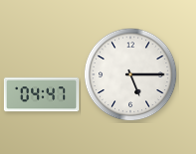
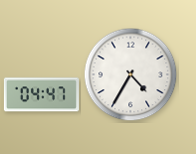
clock at (131, 75): 5:15 -> 4:35
